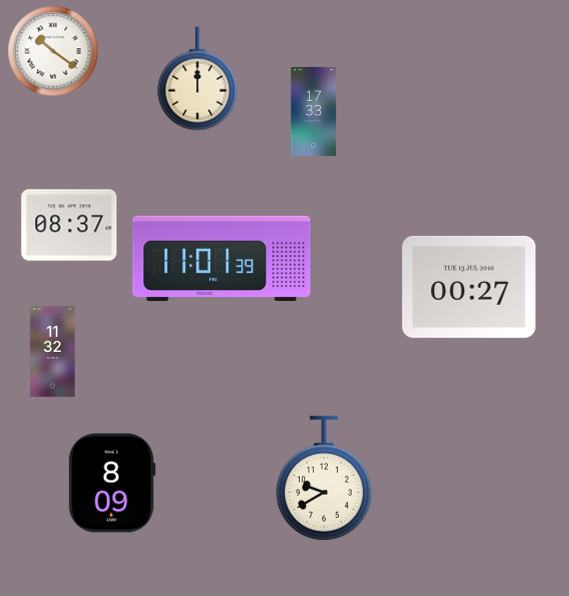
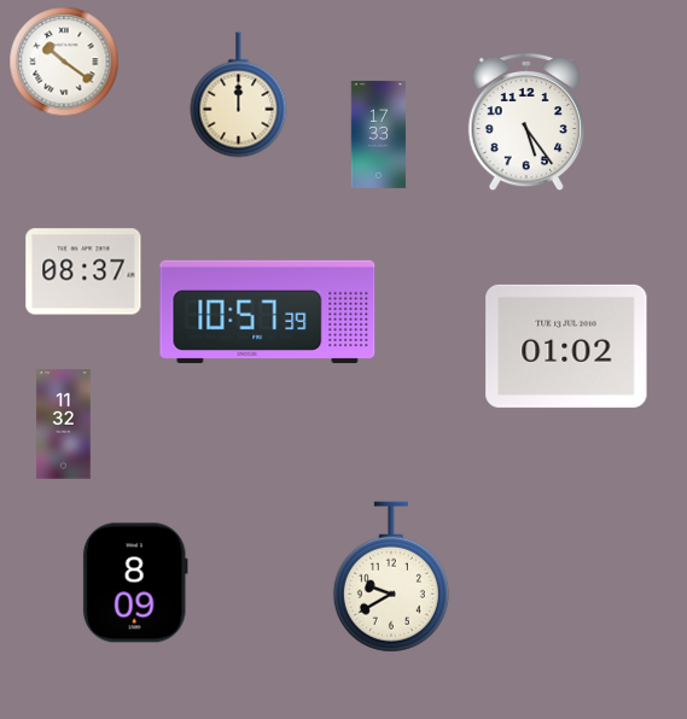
clock at (525, 122): none -> 5:24
clock at (222, 258): 11:01 -> 10:57
clock at (469, 287): 00:27 -> 01:02
